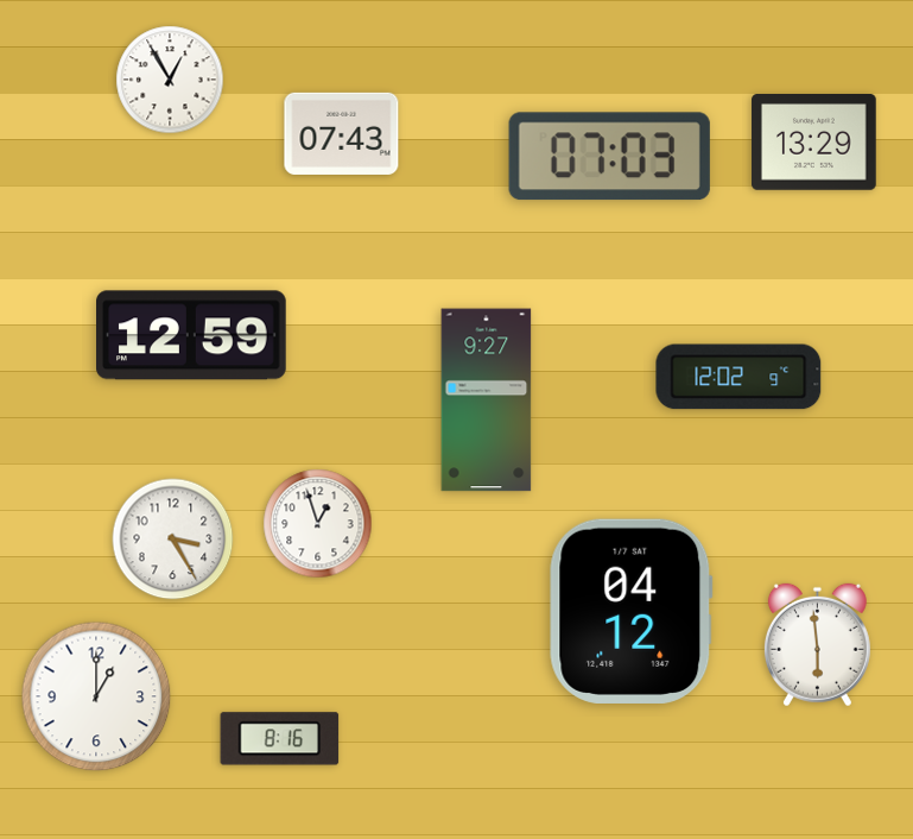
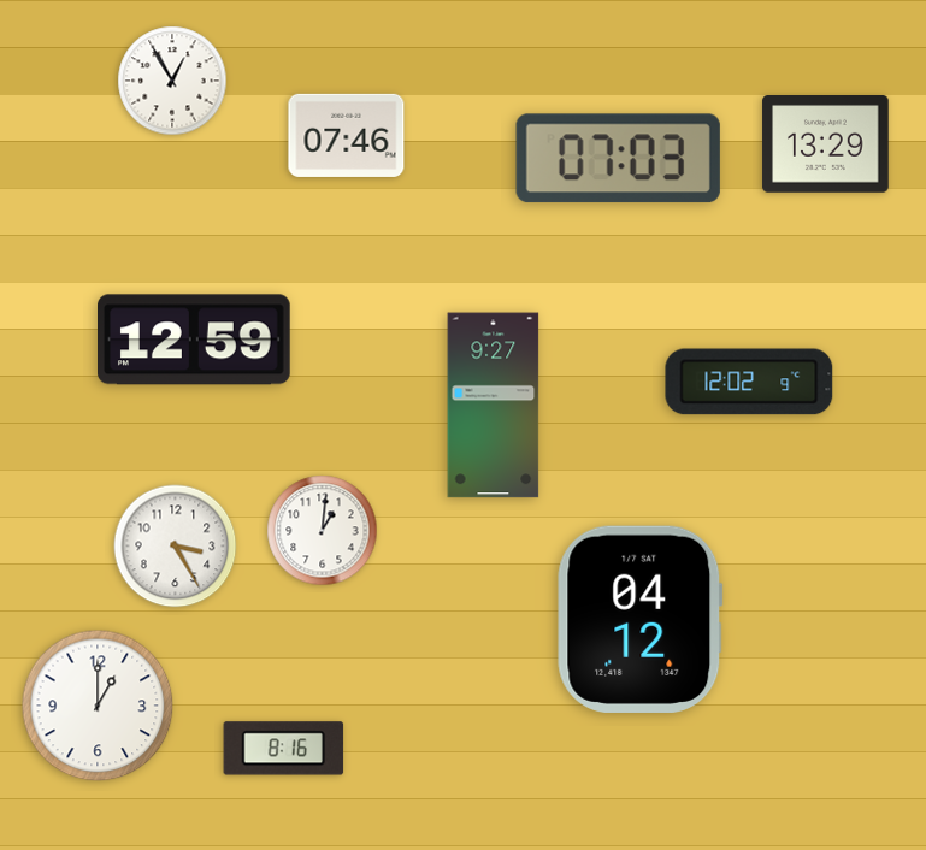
clock at (342, 133): 07:43 -> 07:46
clock at (318, 524): 12:57 -> 1:01
clock at (817, 645): 5:59 -> none
